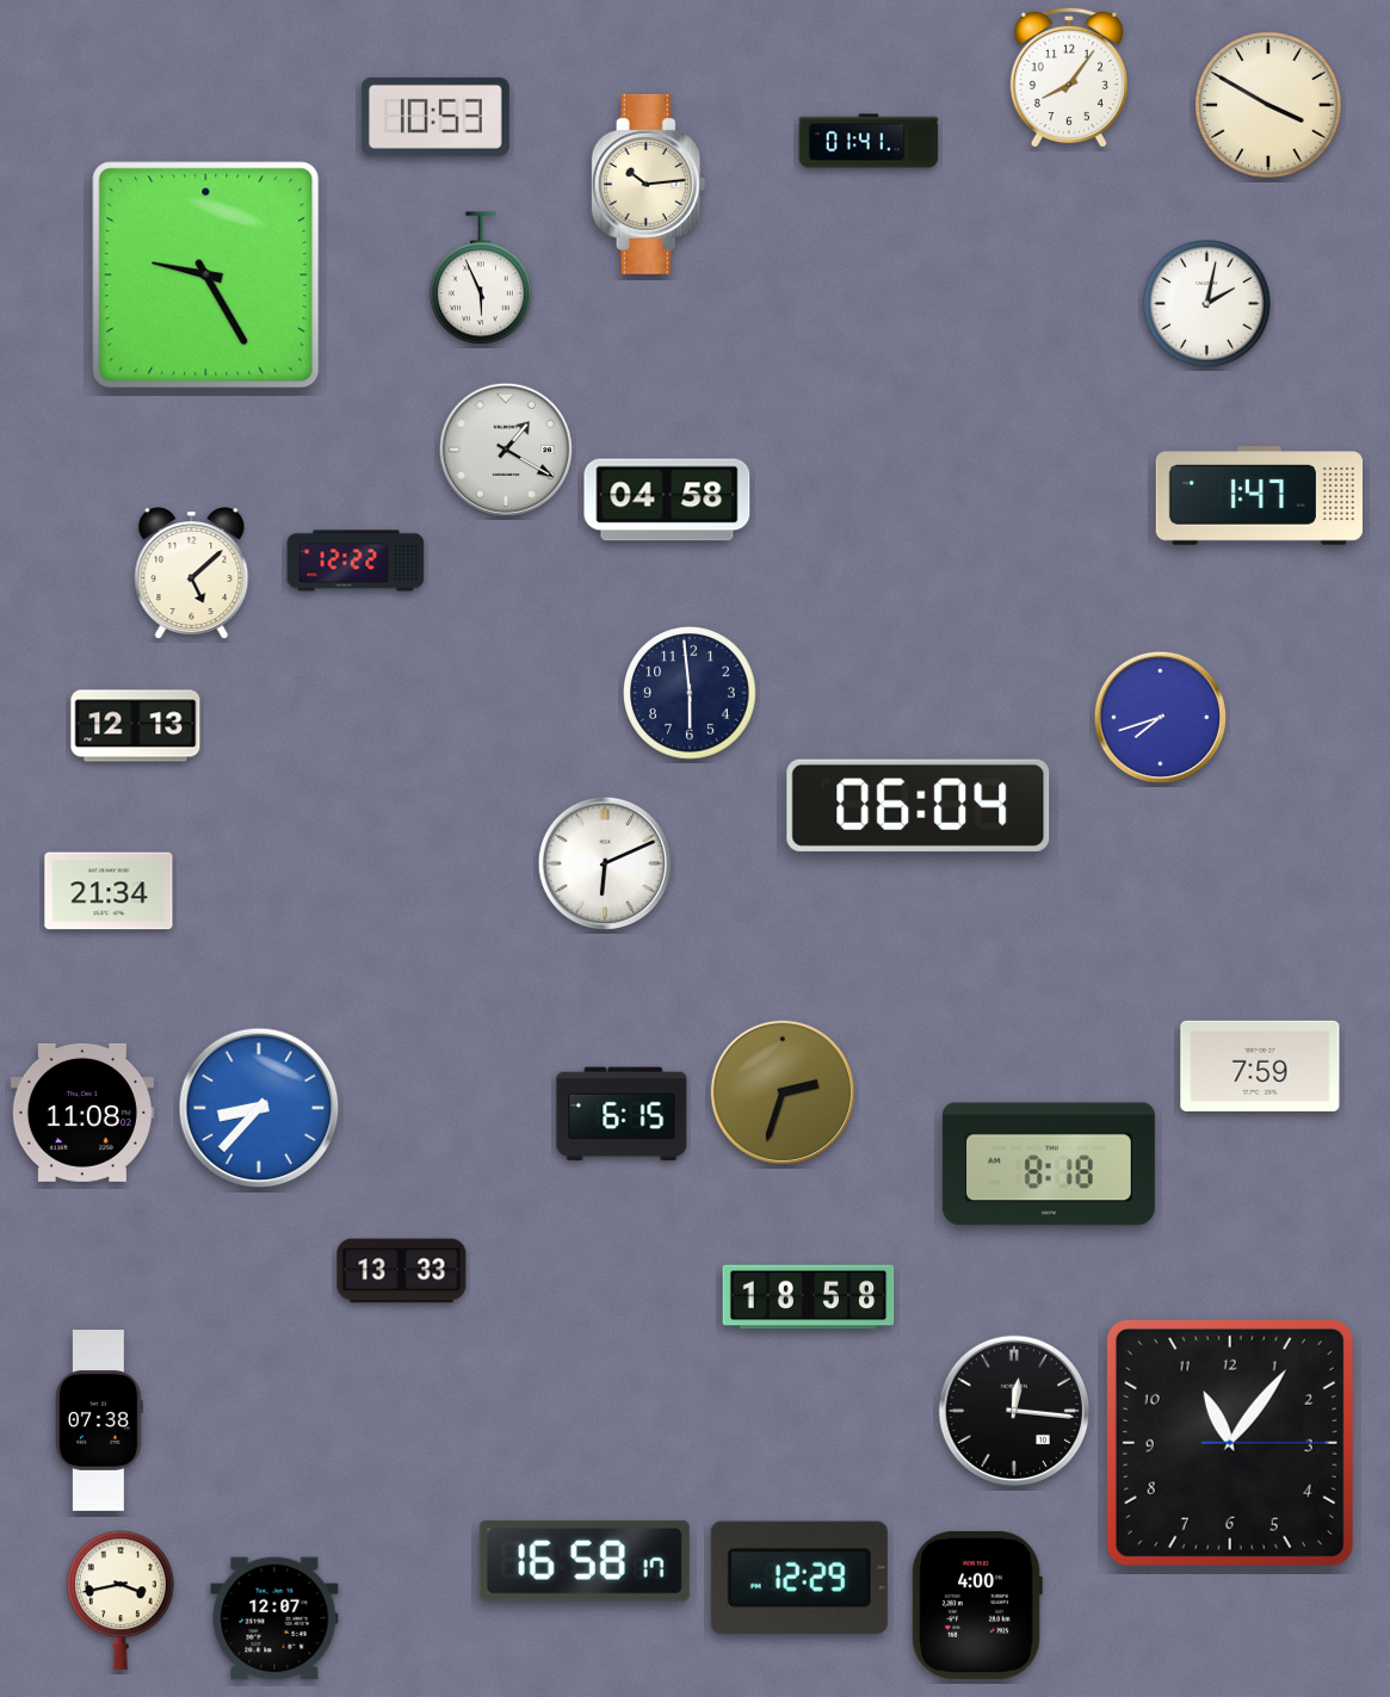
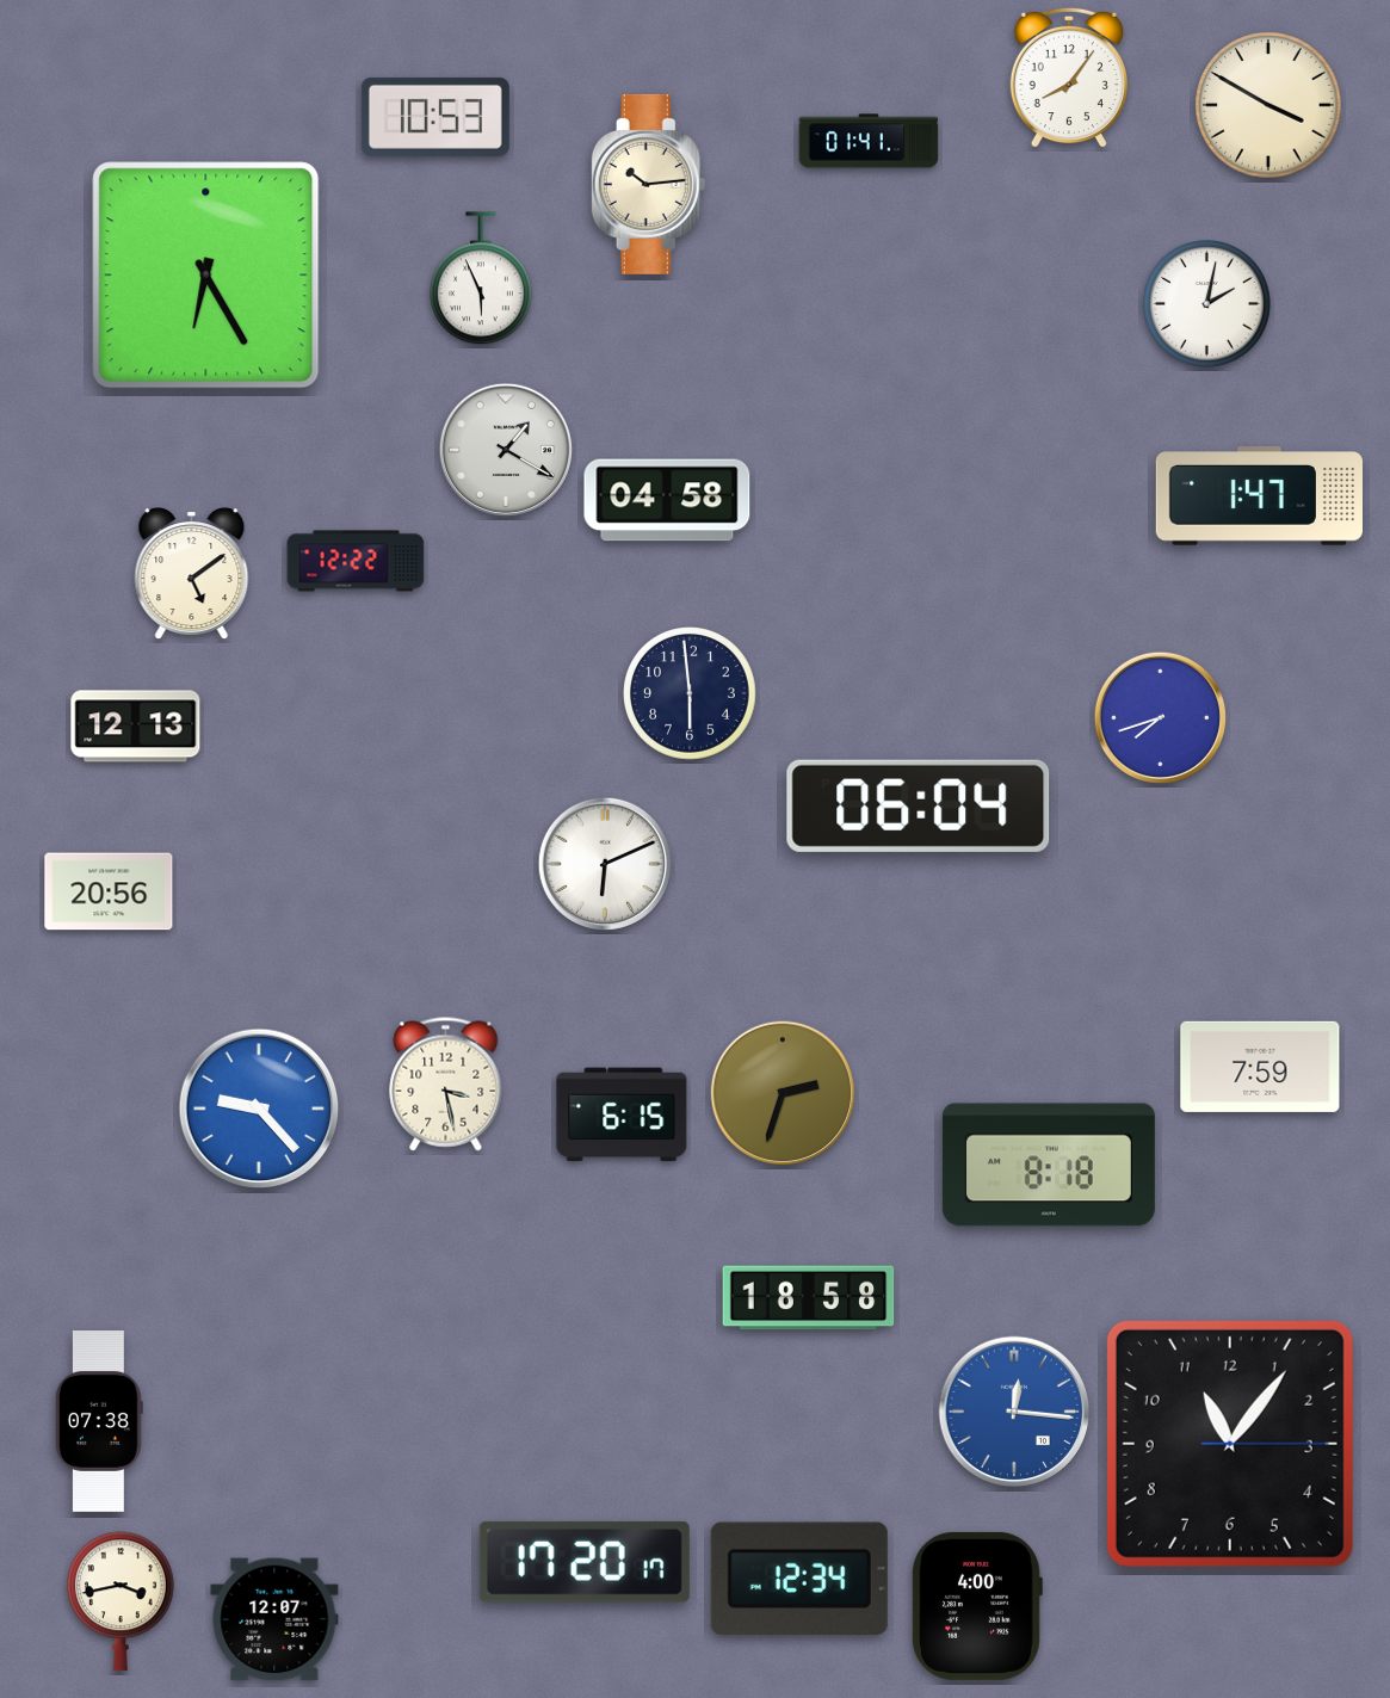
clock at (206, 275): 9:25 -> 6:25
clock at (192, 574): 5:08 -> 5:09
clock at (109, 891): 21:34 -> 20:56
clock at (446, 1085): none -> 3:28
clock at (259, 1108): 8:37 -> 9:23
clock at (82, 1113): 11:08 -> none
clock at (402, 1271): 13:33 -> none
clock at (1014, 1411) dial: black -> blue
clock at (585, 1561): 16:58 -> 17:20
clock at (799, 1578): 12:29 -> 12:34
